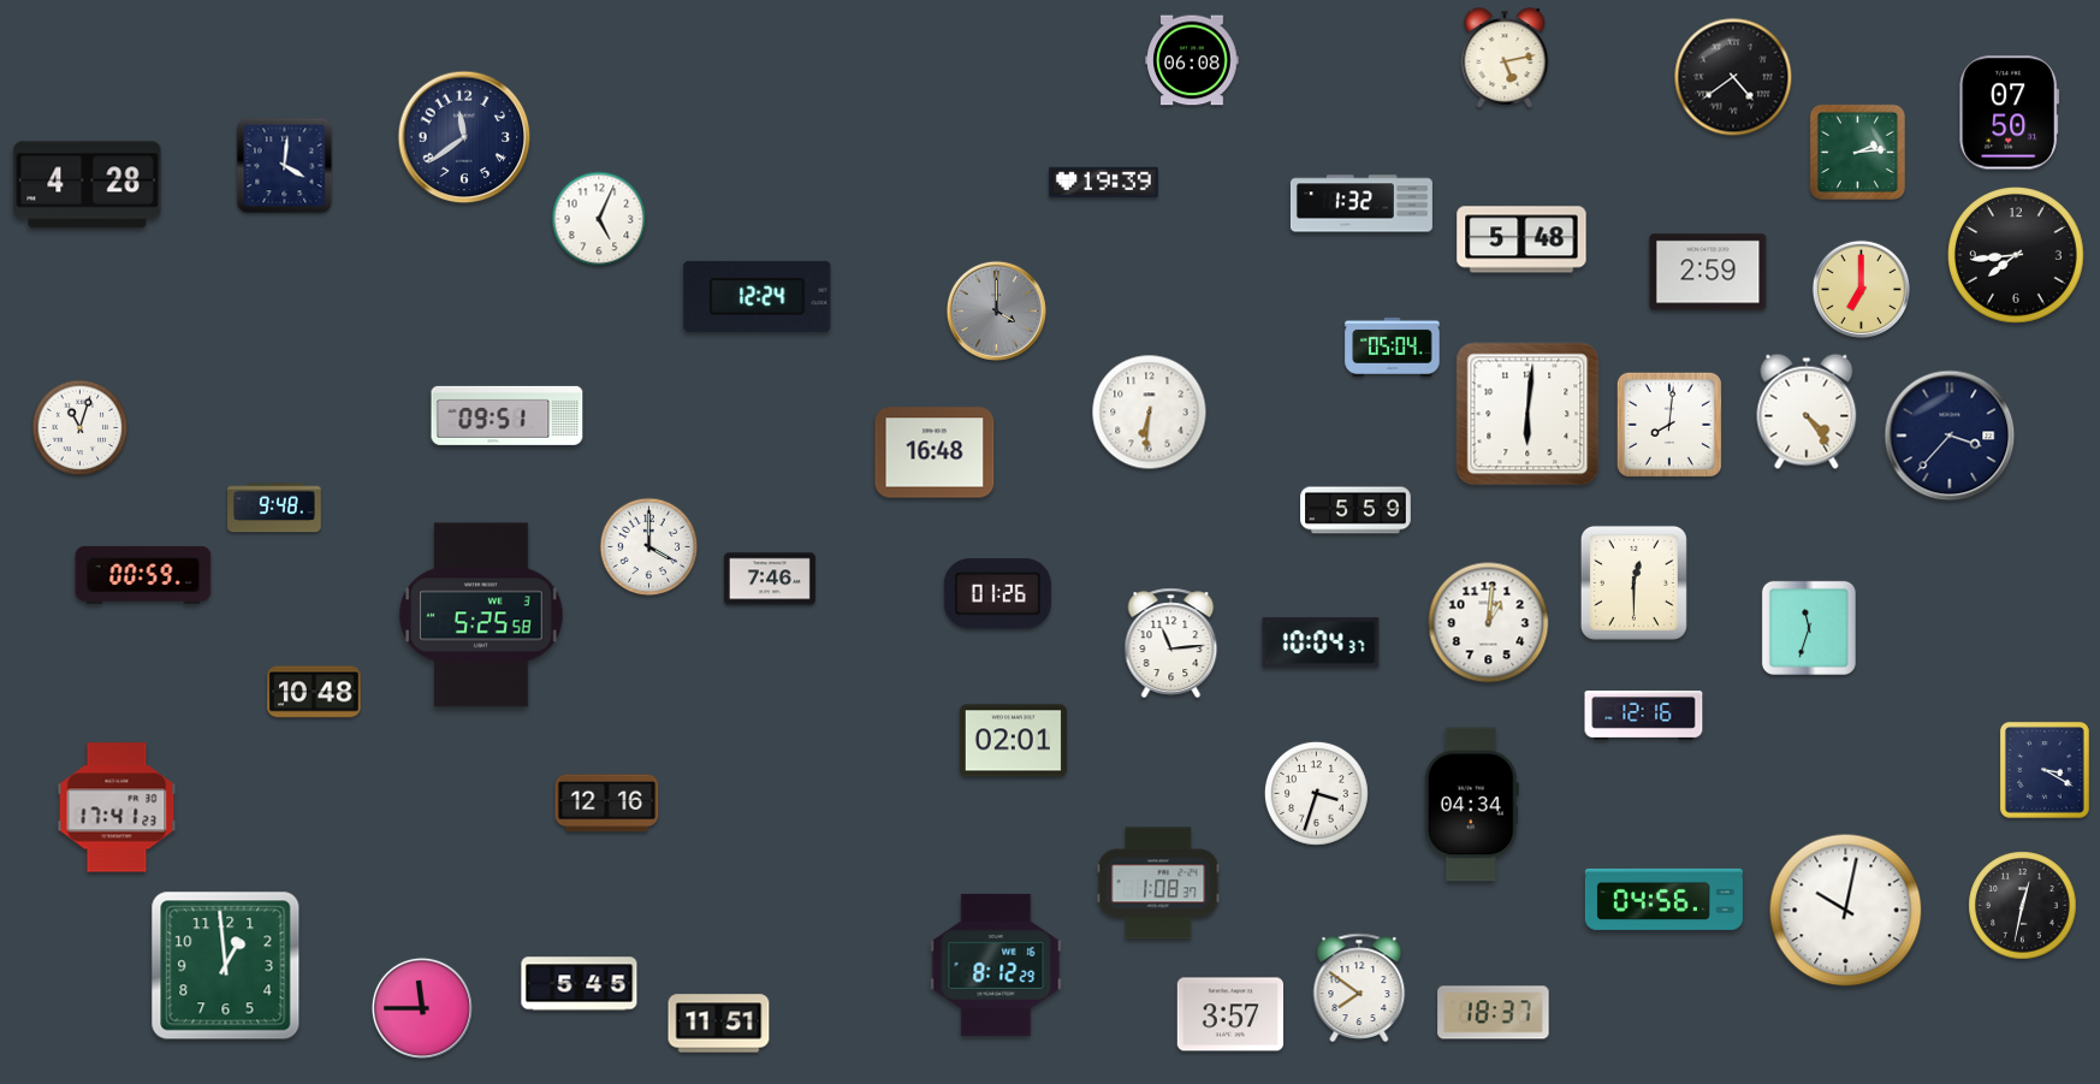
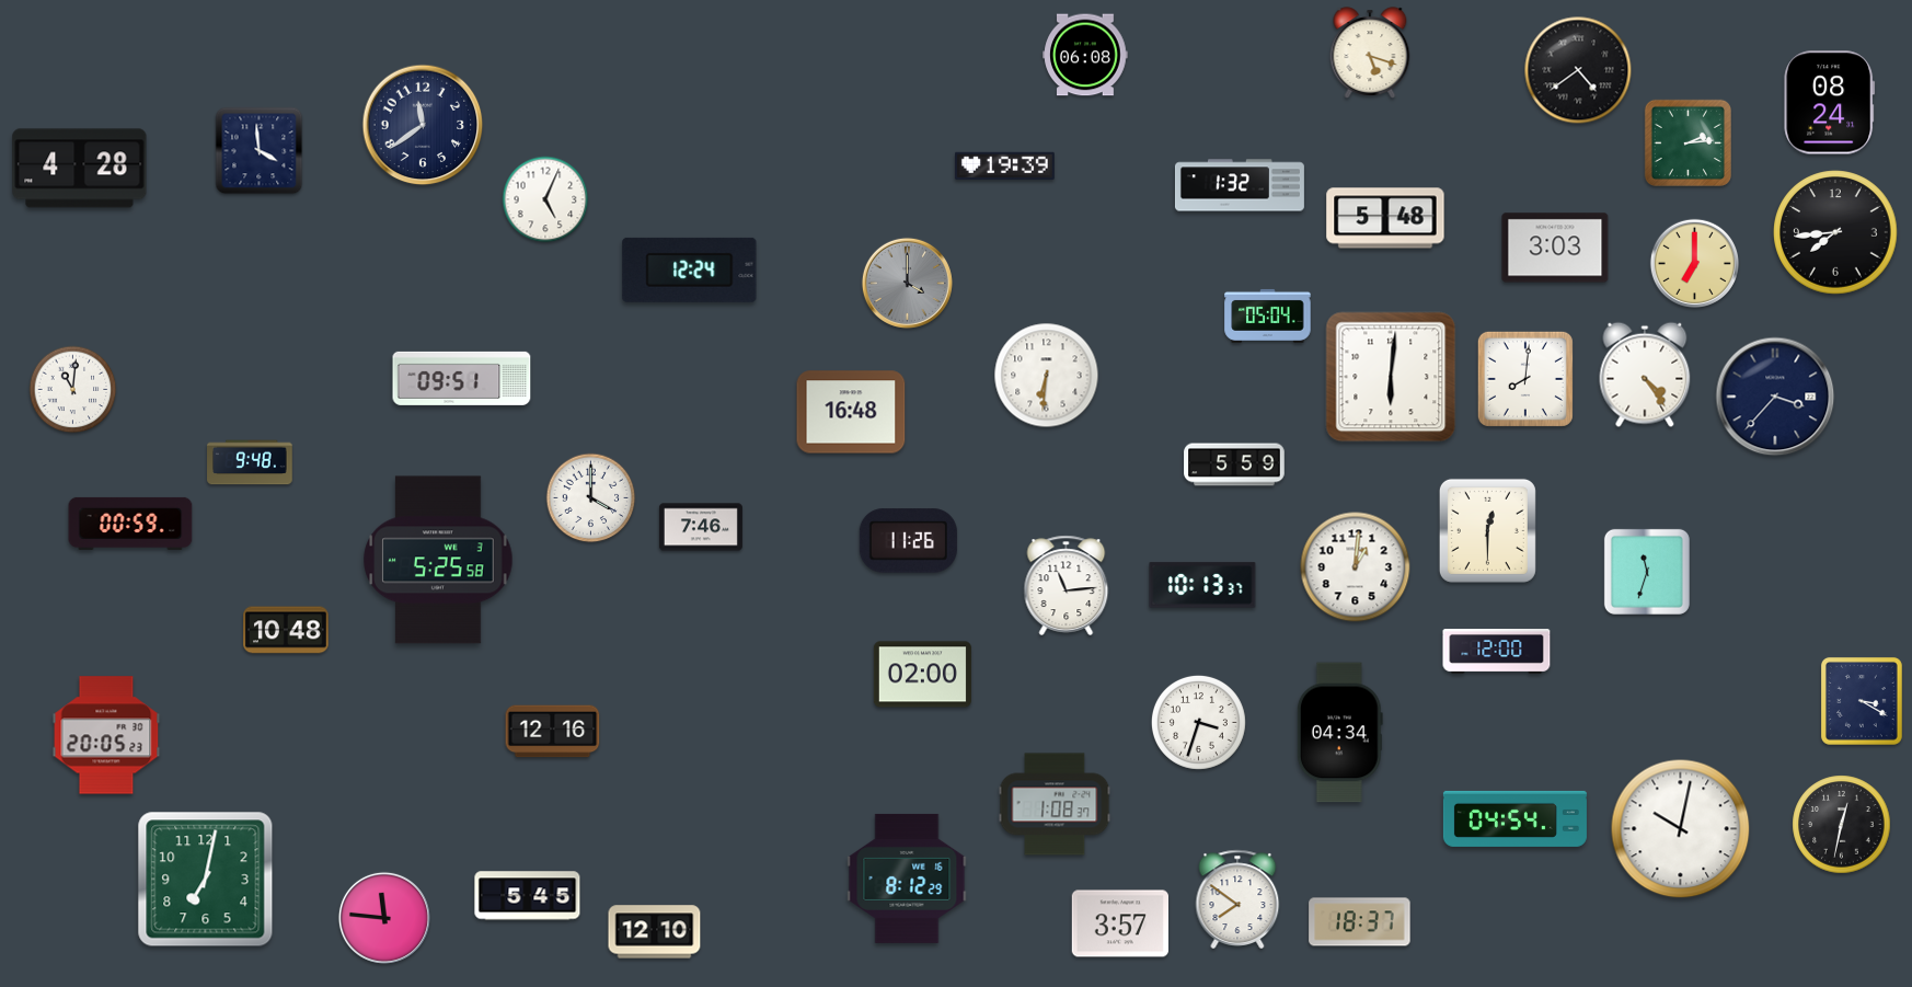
clock at (1505, 58): 5:13 -> 5:18
clock at (2010, 113): 07:50 -> 08:24
clock at (1857, 152) position: (1857, 152) -> (1688, 142)
clock at (285, 166): 4:01 -> 3:59
clock at (1708, 272): 2:59 -> 3:03
clock at (1669, 425) position: (1669, 425) -> (1525, 379)
clock at (81, 428): 11:03 -> 11:01
clock at (997, 594): 01:26 -> 11:26
clock at (1321, 642): 10:04 -> 10:13
clock at (1644, 716): 12:16 -> 12:00
clock at (1013, 741): 02:01 -> 02:00
clock at (117, 807): 17:41 -> 20:05
clock at (1663, 899): 04:56 -> 04:54
clock at (226, 966): 12:59 -> 7:02
clock at (422, 1008): 11:45 -> 11:46
clock at (719, 1024): 11:51 -> 12:10
